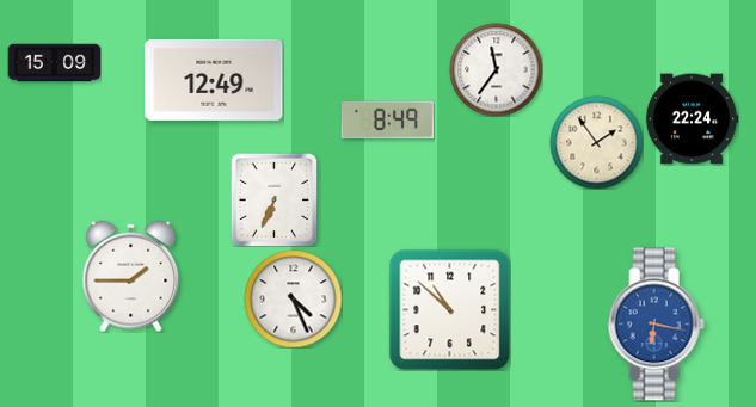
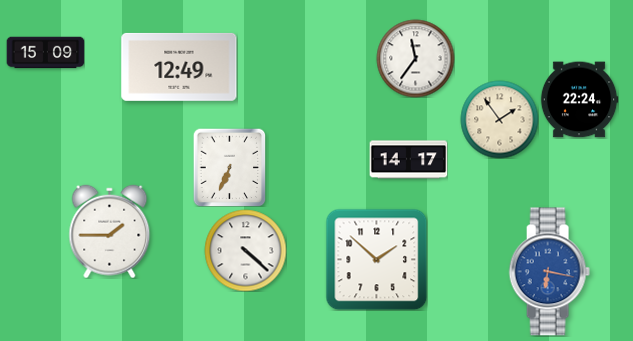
clock at (387, 119): 8:49 -> none
clock at (408, 160): none -> 14:17
clock at (293, 298): 4:26 -> 4:22
clock at (449, 309): 10:52 -> 1:52
